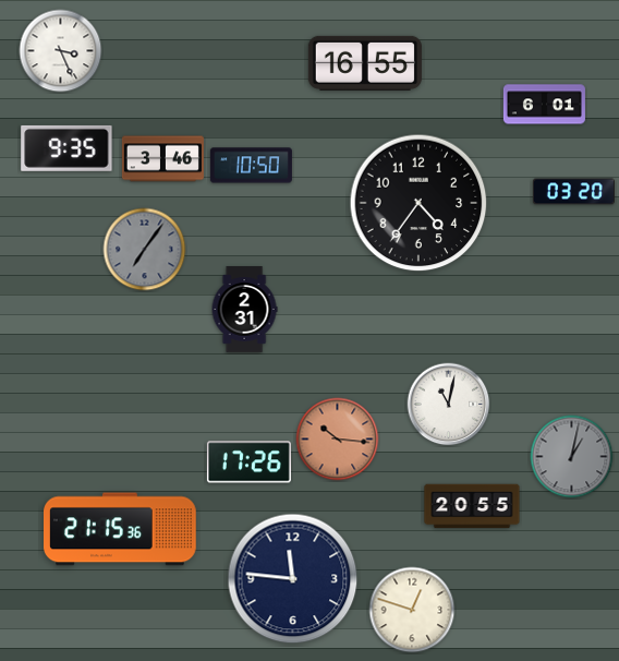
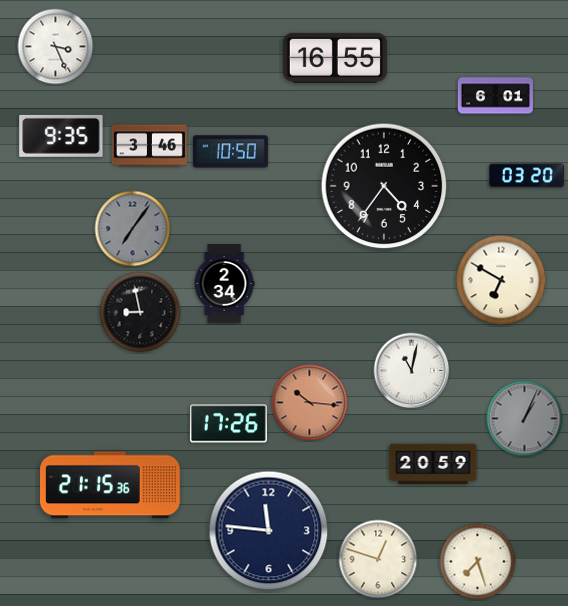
clock at (544, 105) position: (544, 105) -> (495, 96)
clock at (501, 280): none -> 6:50
clock at (244, 310): 2:31 -> 2:34
clock at (140, 312): none -> 8:58
clock at (572, 457): 1:02 -> 1:04
clock at (472, 506): 20:55 -> 20:59
clock at (478, 562): none -> 7:27
